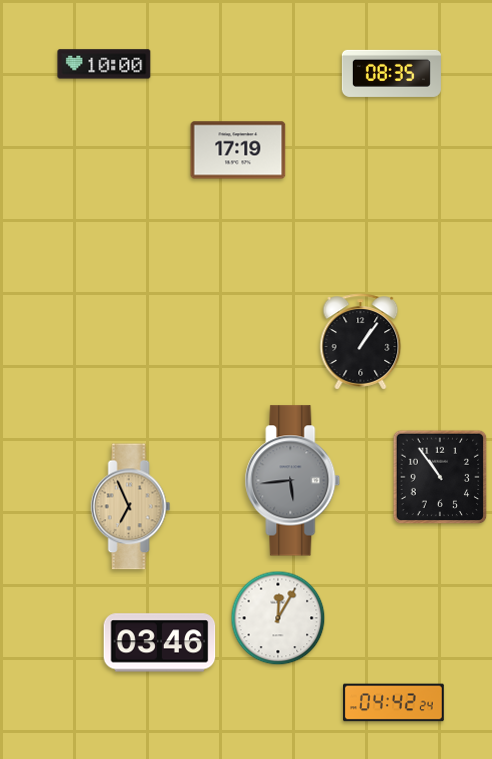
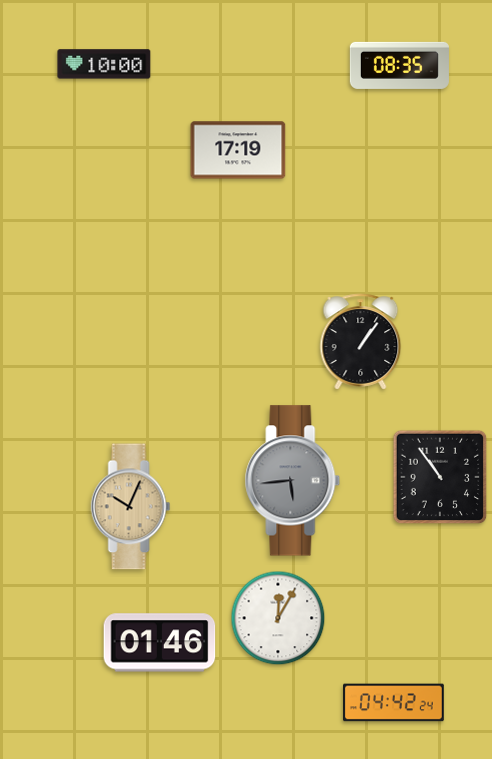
clock at (391, 73) position: (391, 73) -> (399, 65)
clock at (131, 507): 6:56 -> 10:04
clock at (160, 643): 03:46 -> 01:46
